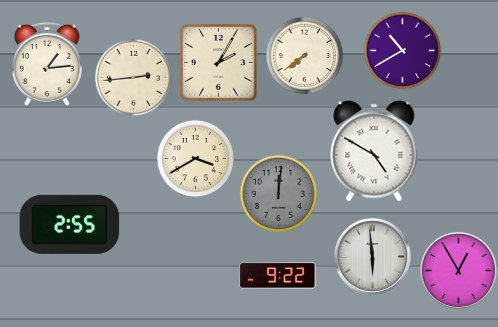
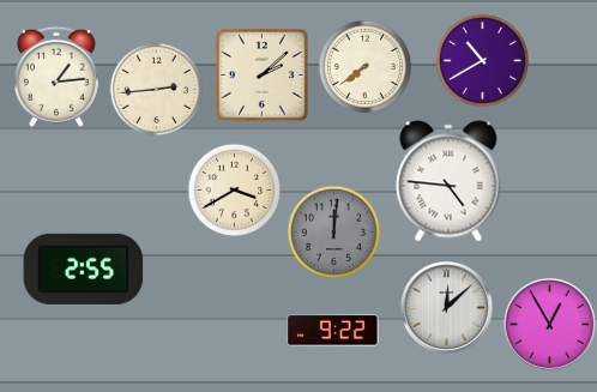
clock at (219, 63): 2:05 -> 2:08
clock at (133, 77) position: (133, 77) -> (156, 89)
clock at (374, 151): 4:50 -> 4:46
clock at (372, 256): 5:59 -> 12:08
